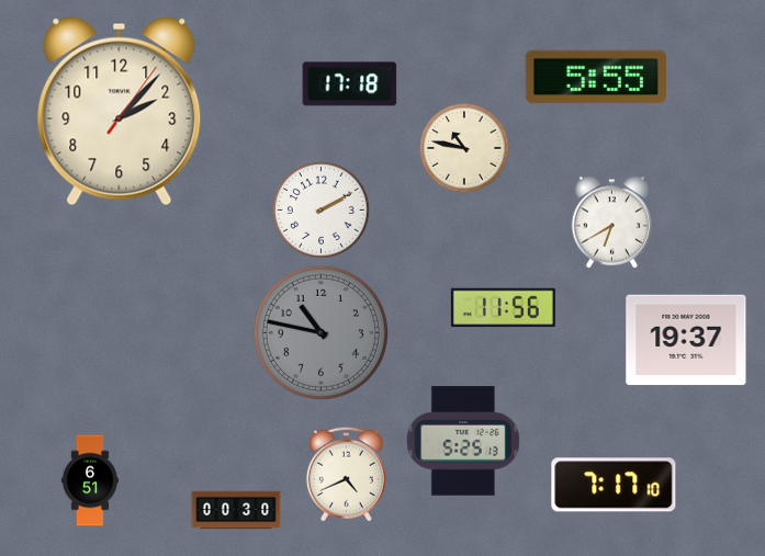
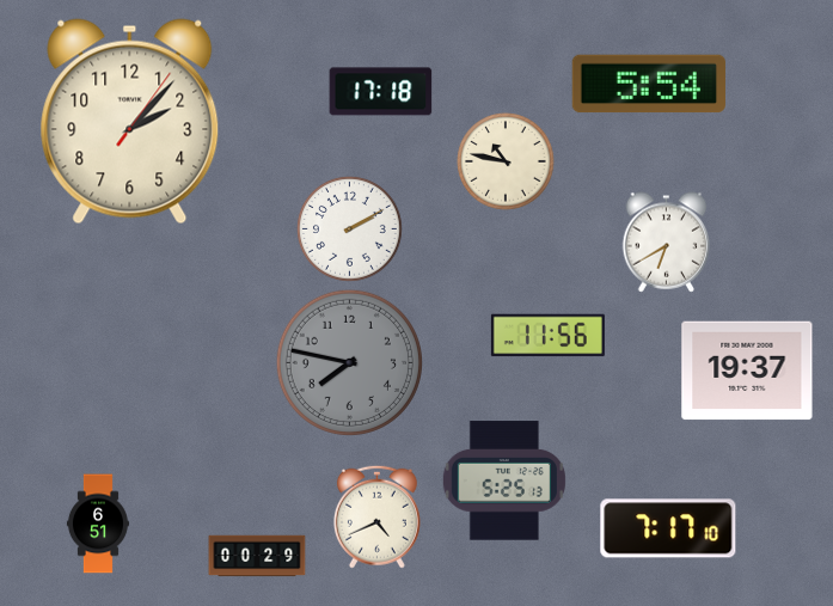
clock at (596, 77): 5:55 -> 5:54
clock at (320, 332): 10:47 -> 7:47
clock at (236, 510): 00:30 -> 00:29
